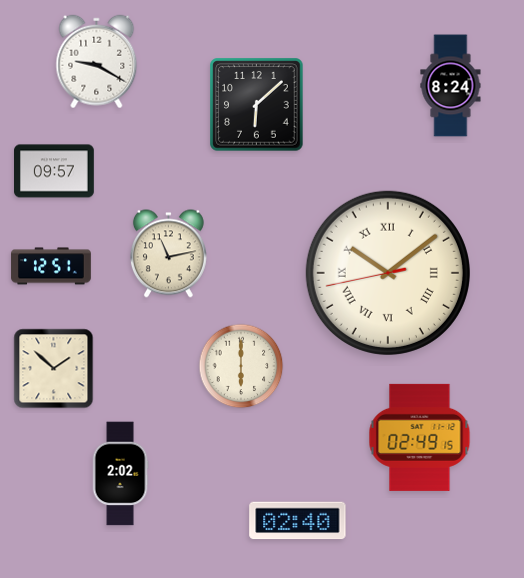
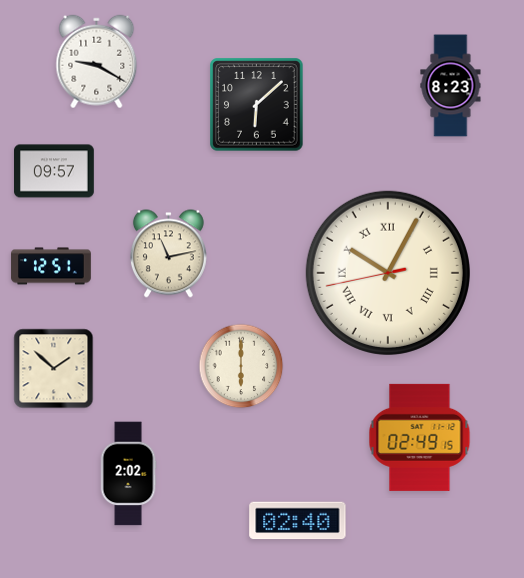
clock at (451, 86): 8:24 -> 8:23
clock at (388, 273): 10:08 -> 10:04
clock at (120, 474) position: (120, 474) -> (128, 474)
